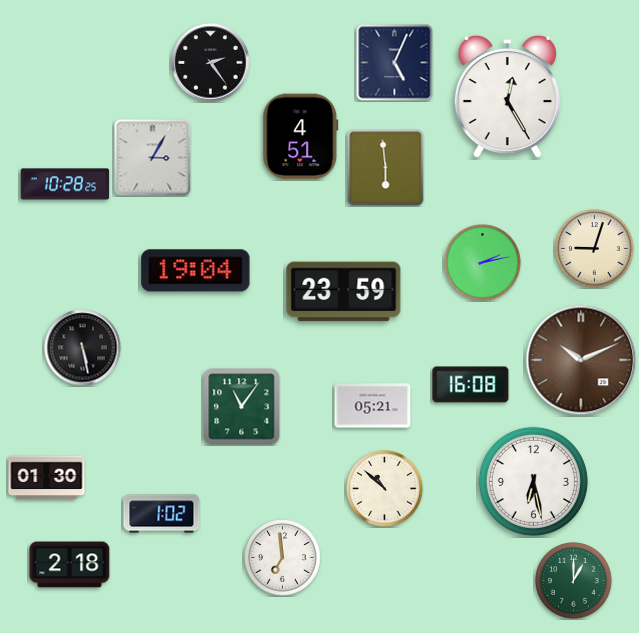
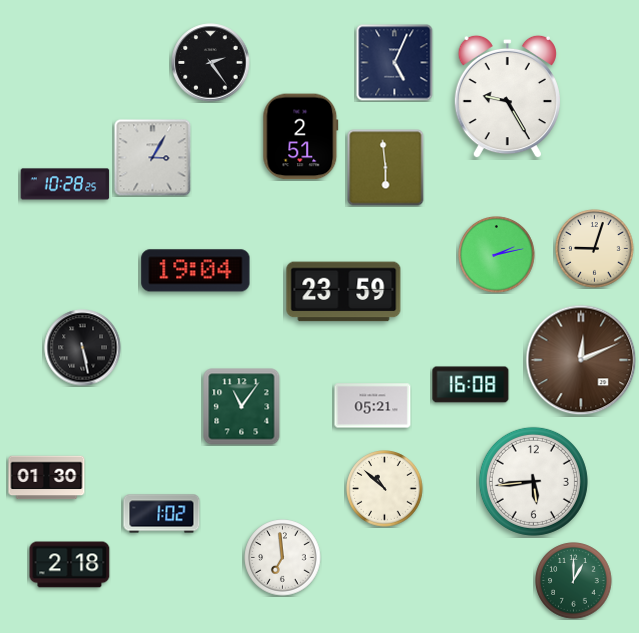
clock at (507, 97): 12:25 -> 9:25
clock at (301, 137): 4:51 -> 2:51
clock at (483, 263) position: (483, 263) -> (497, 255)
clock at (581, 360): 10:11 -> 12:11
clock at (533, 481): 6:28 -> 5:44
